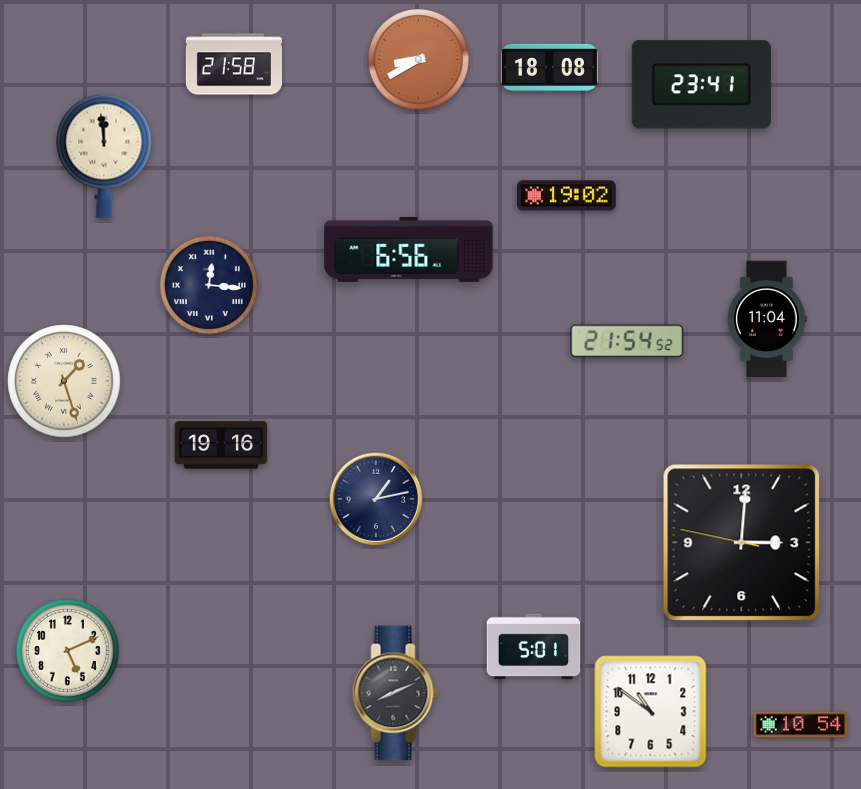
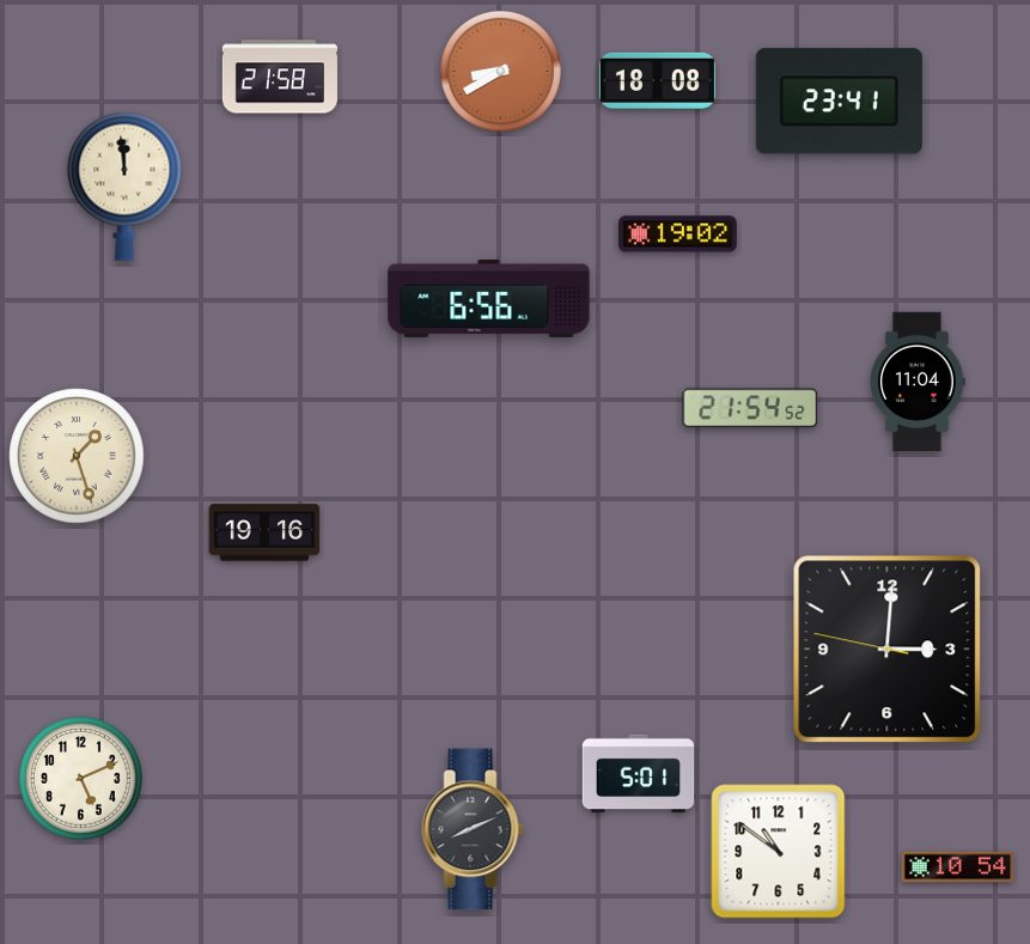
clock at (209, 285): 12:16 -> none
clock at (376, 499): 1:13 -> none
